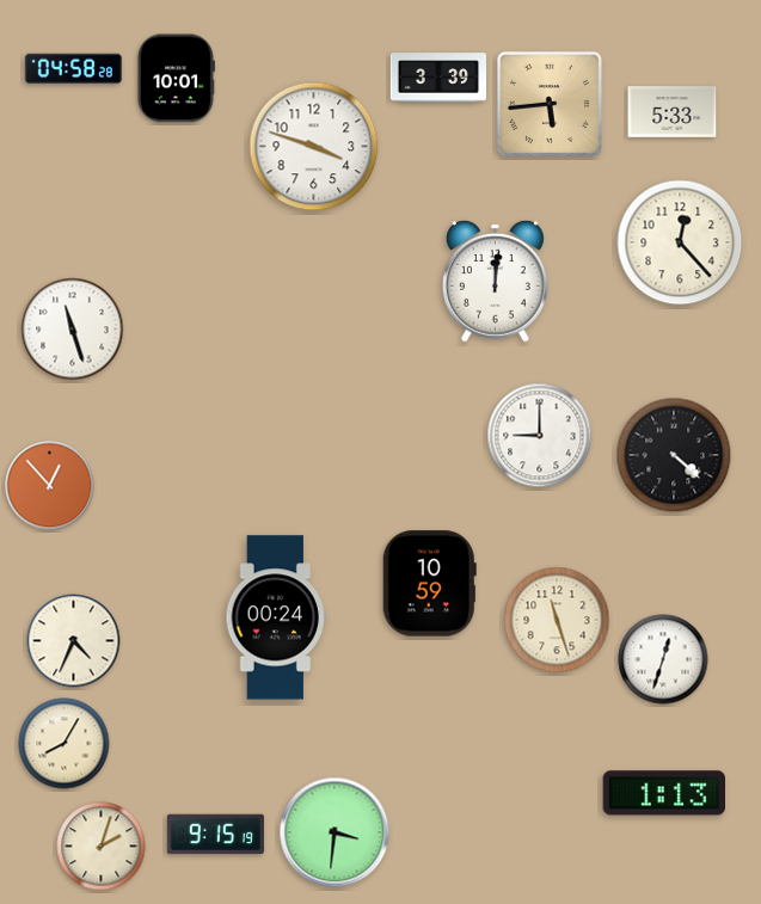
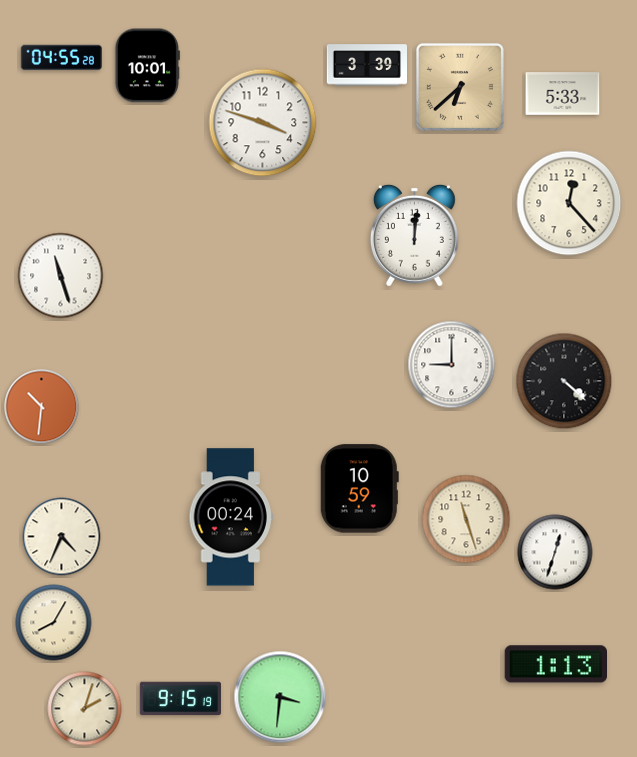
clock at (73, 69): 04:58 -> 04:55
clock at (550, 104): 5:44 -> 6:38
clock at (50, 486): 12:53 -> 10:31
